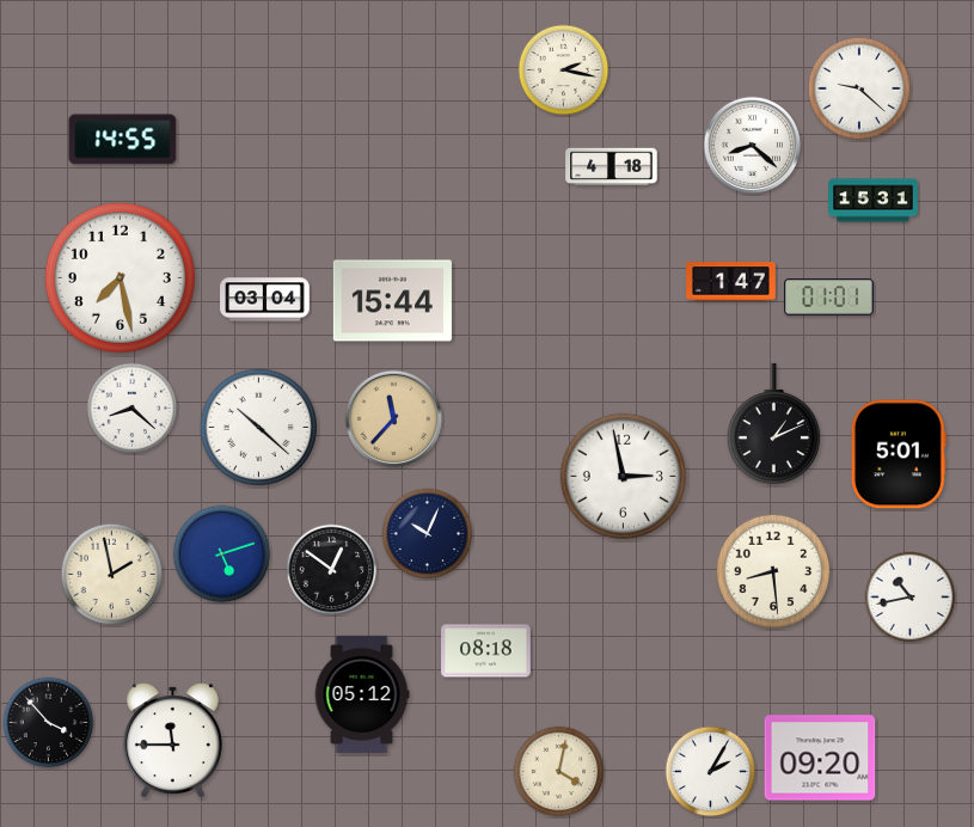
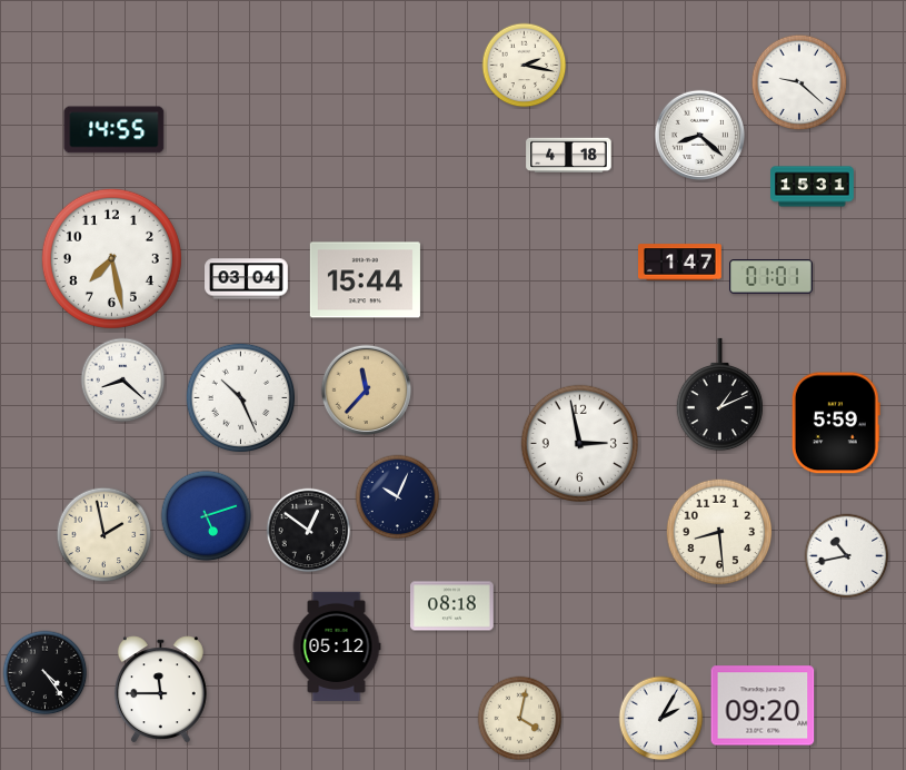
clock at (259, 428): 10:22 -> 10:26
clock at (899, 454): 5:01 -> 5:59
clock at (49, 723): 3:53 -> 4:24
